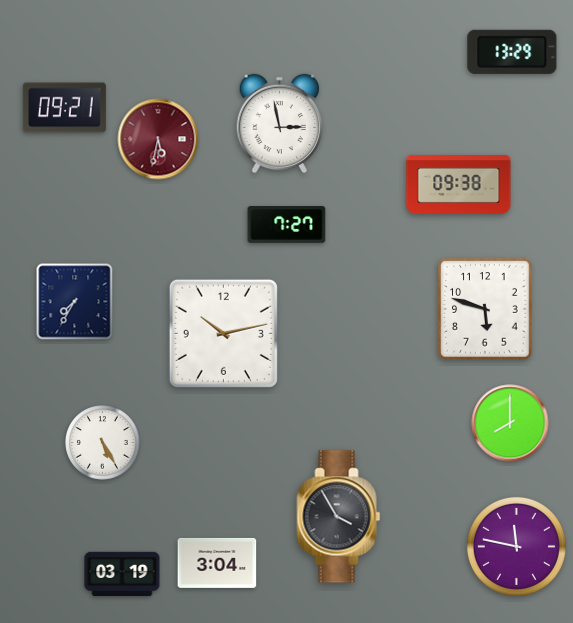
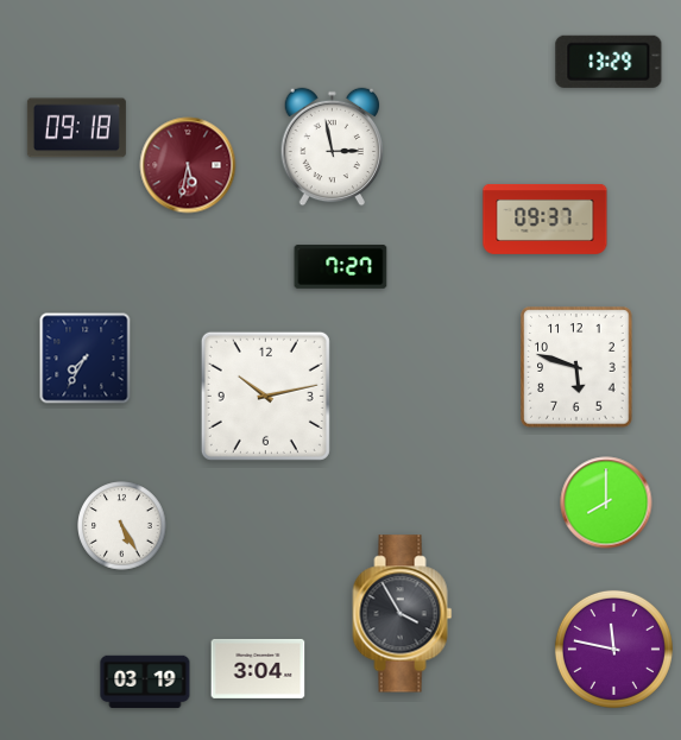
clock at (64, 108): 09:21 -> 09:18
clock at (459, 184): 09:38 -> 09:37
clock at (75, 302) position: (75, 302) -> (86, 359)
